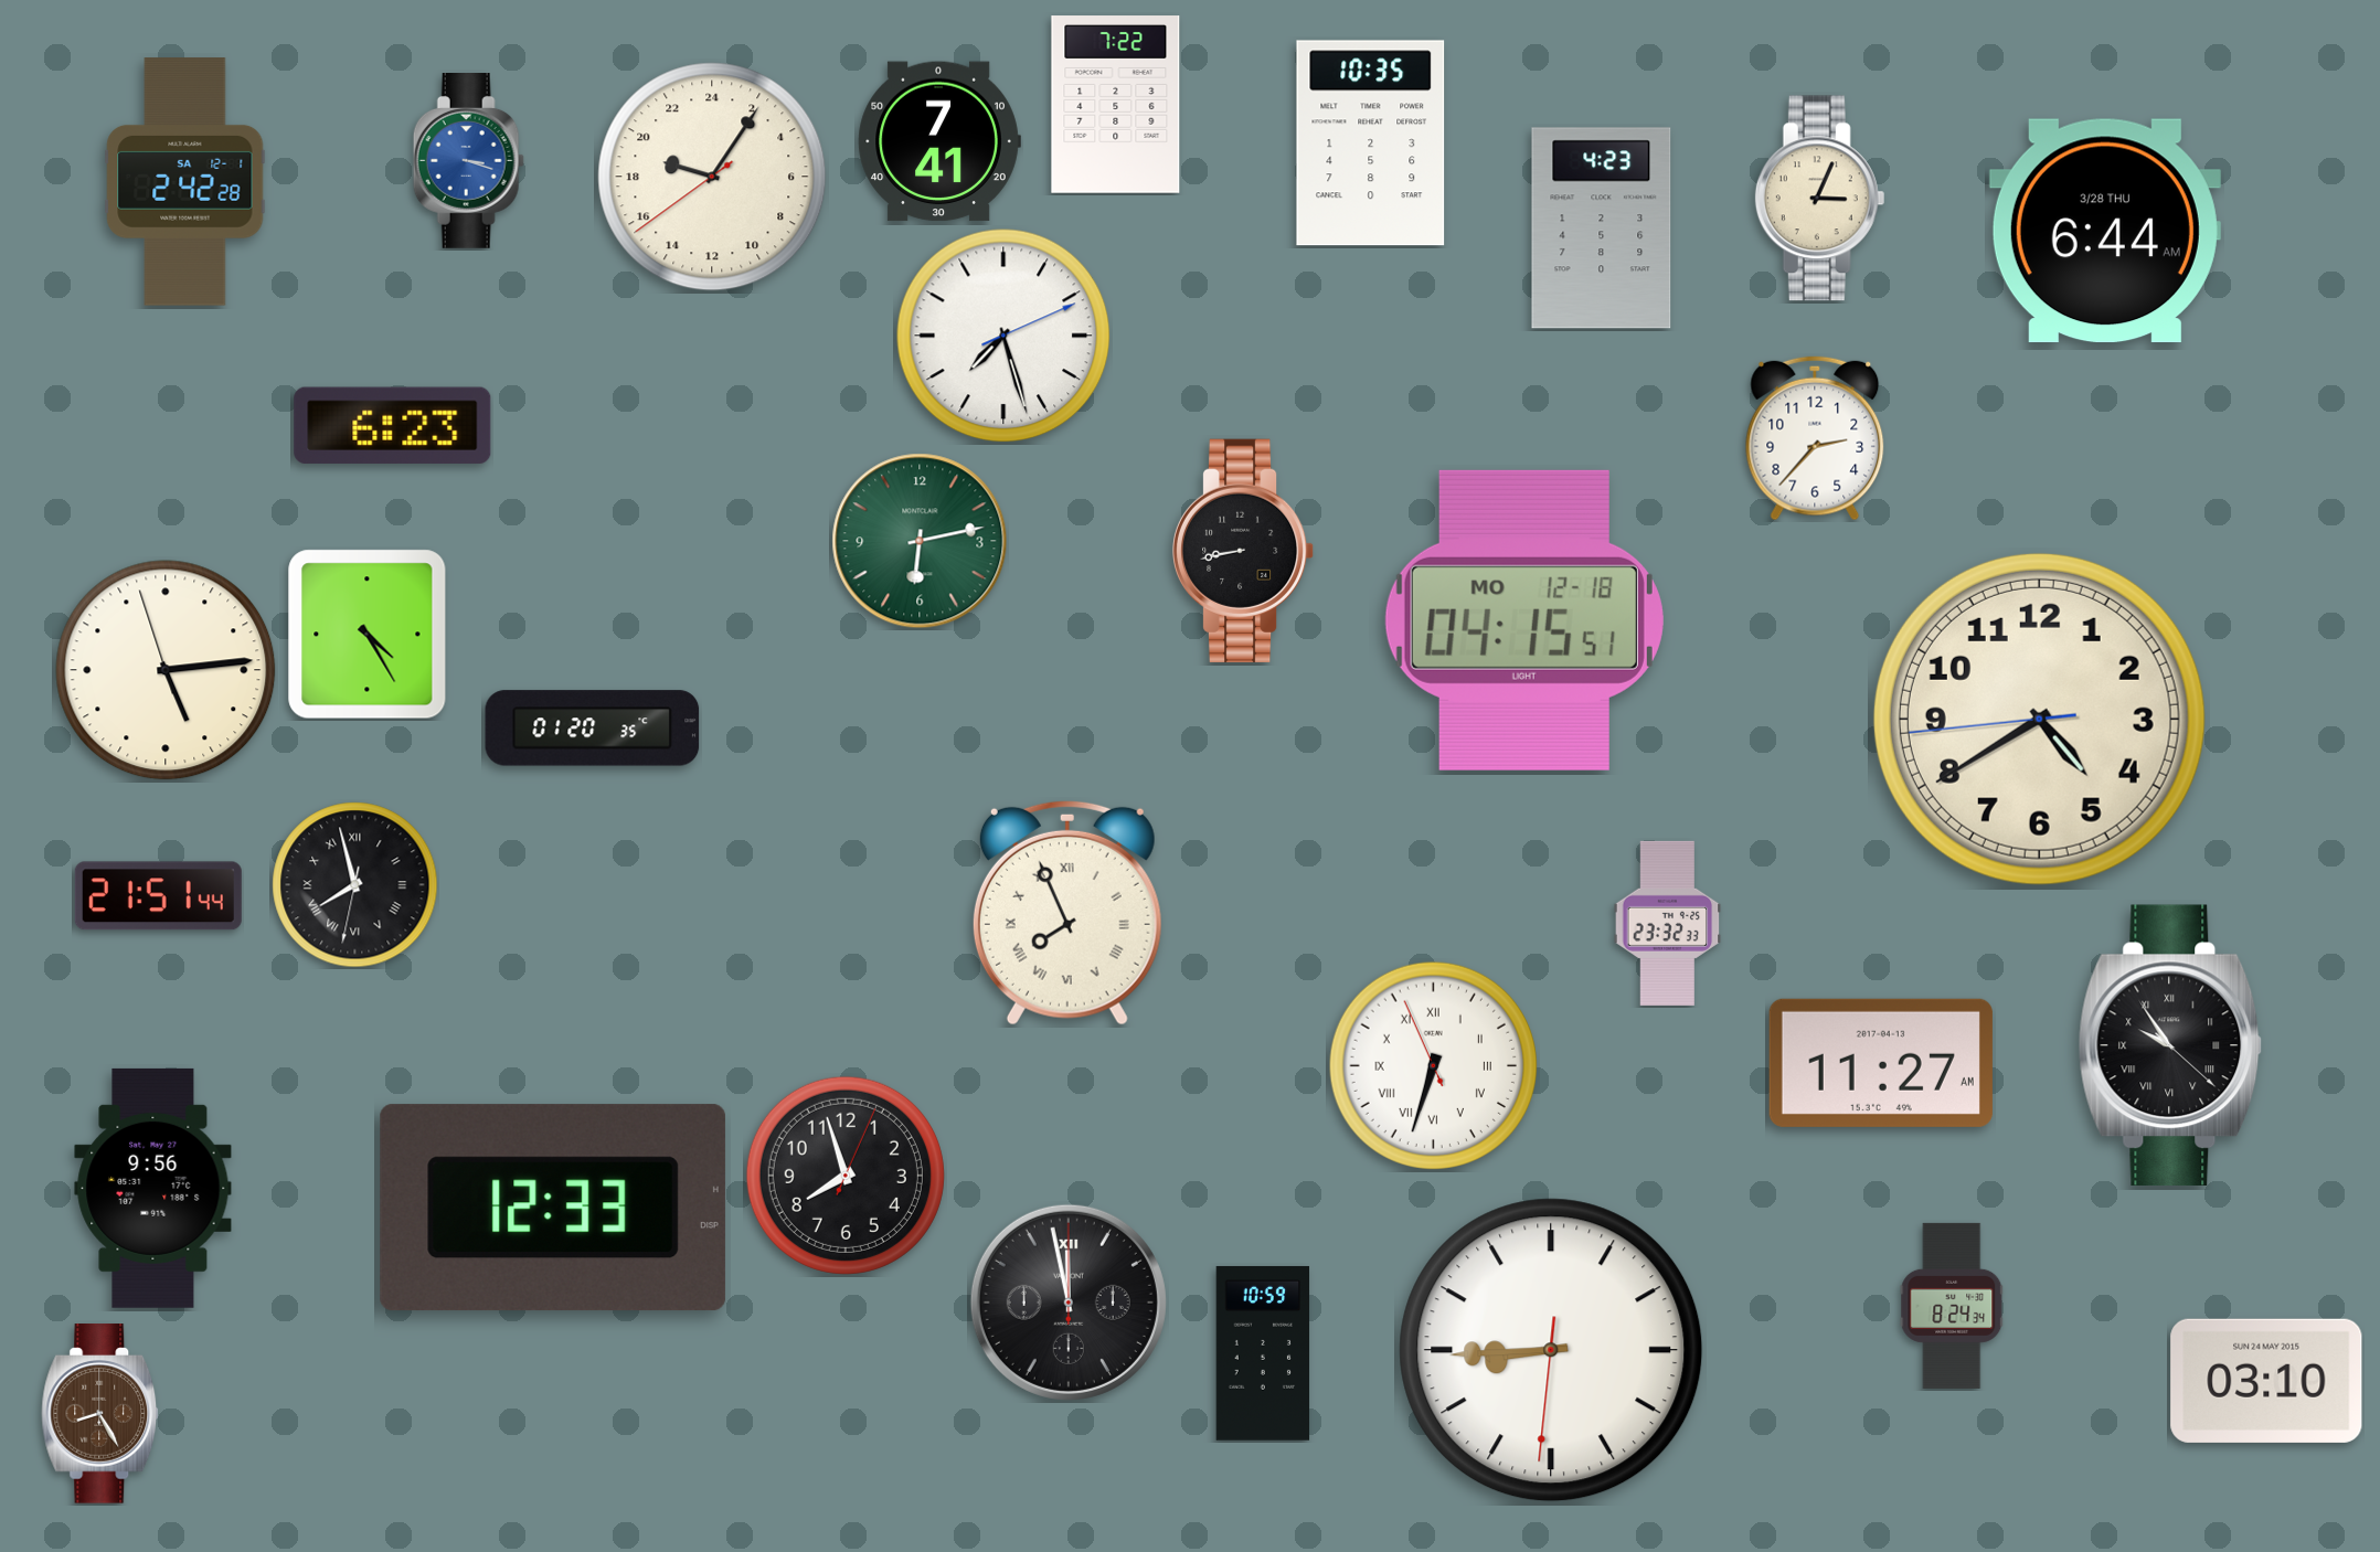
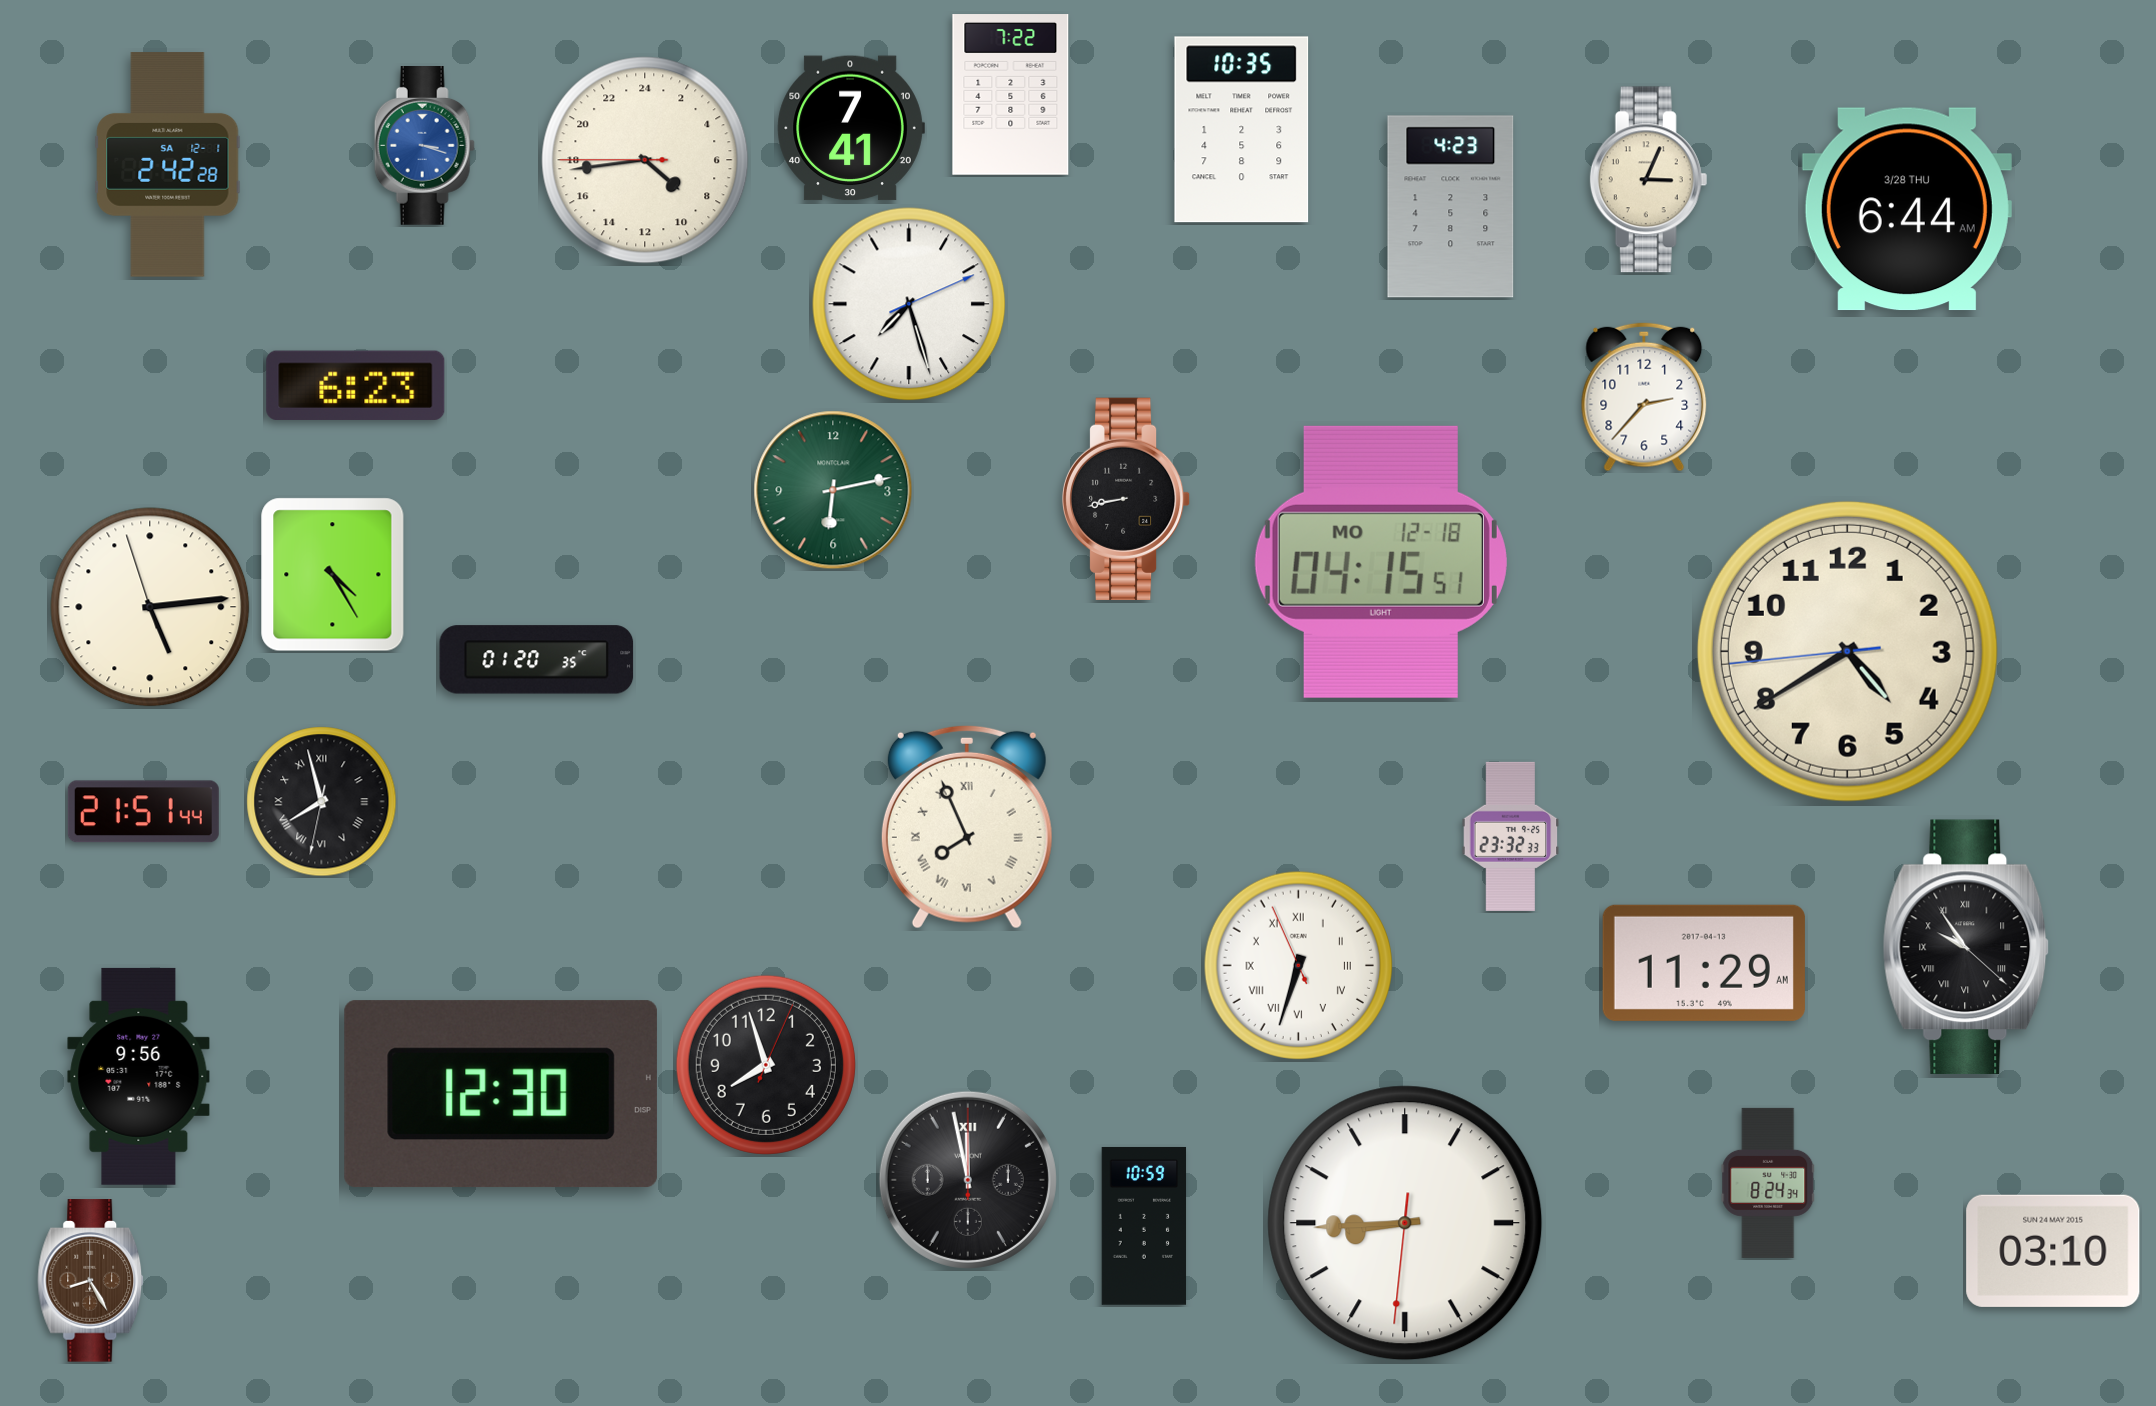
clock at (712, 177): 19:05 -> 8:43
clock at (1881, 1063): 11:27 -> 11:29
clock at (553, 1208): 12:33 -> 12:30
